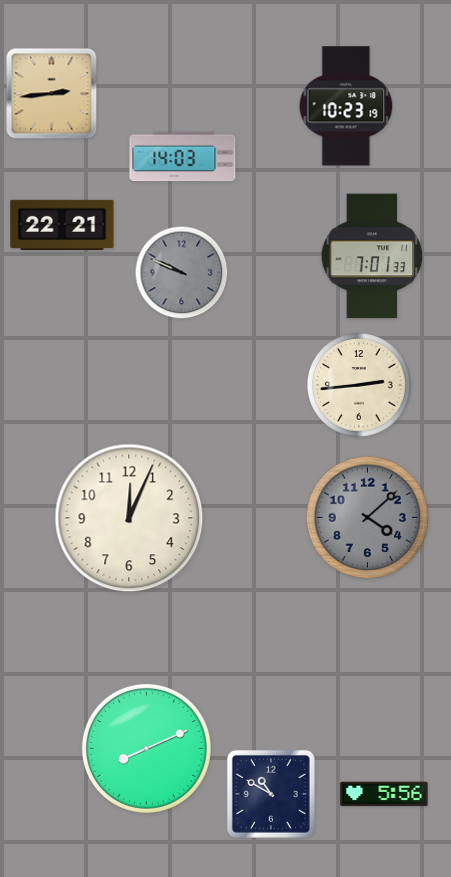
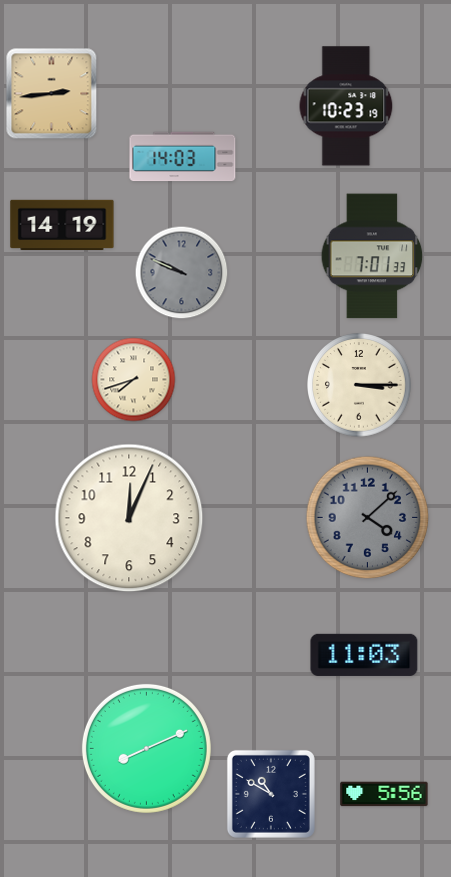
clock at (62, 225): 22:21 -> 14:19
clock at (134, 380): none -> 7:42
clock at (359, 385): 2:44 -> 3:15
clock at (364, 655): none -> 11:03
